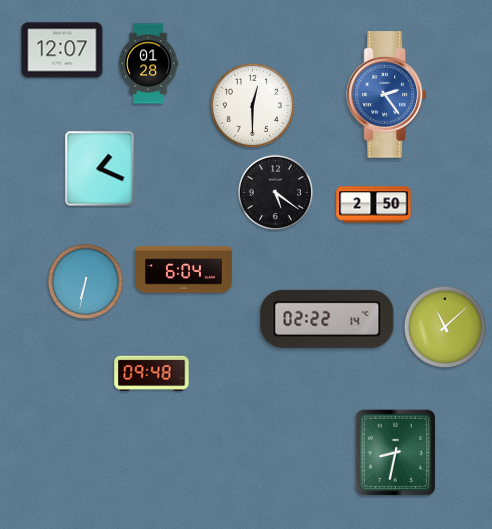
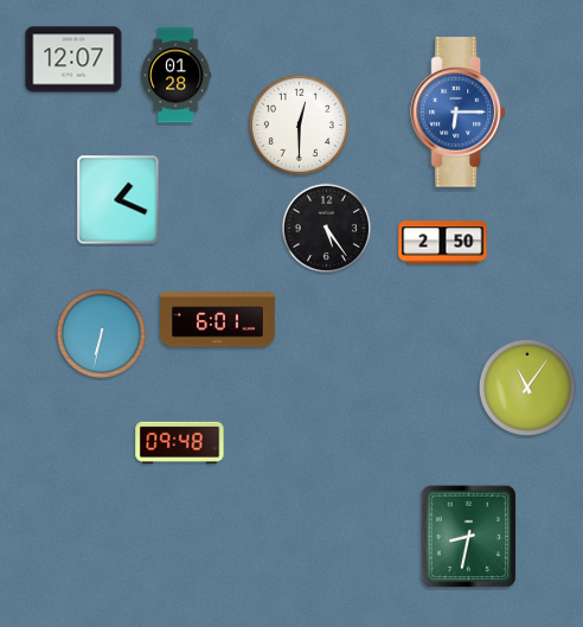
clock at (387, 95): 2:24 -> 6:15
clock at (275, 192): 5:21 -> 5:24
clock at (184, 270): 6:04 -> 6:01
clock at (327, 319): 02:22 -> none
clock at (445, 327): 11:08 -> 11:06
